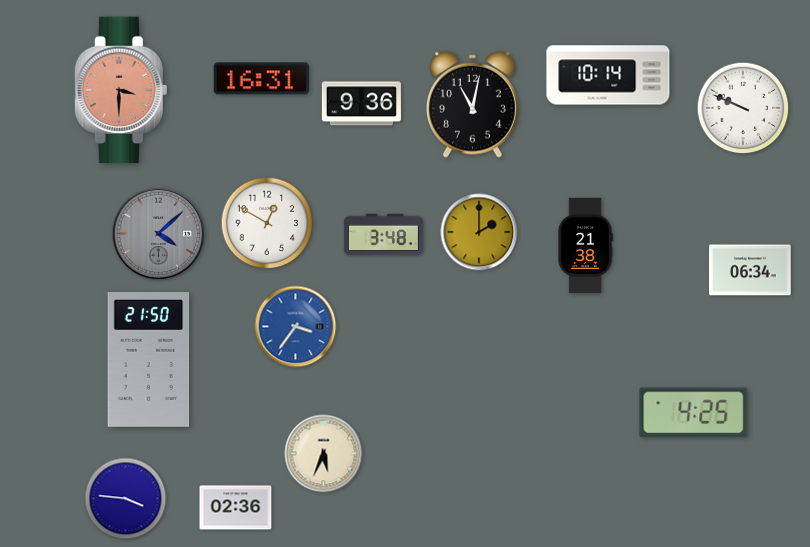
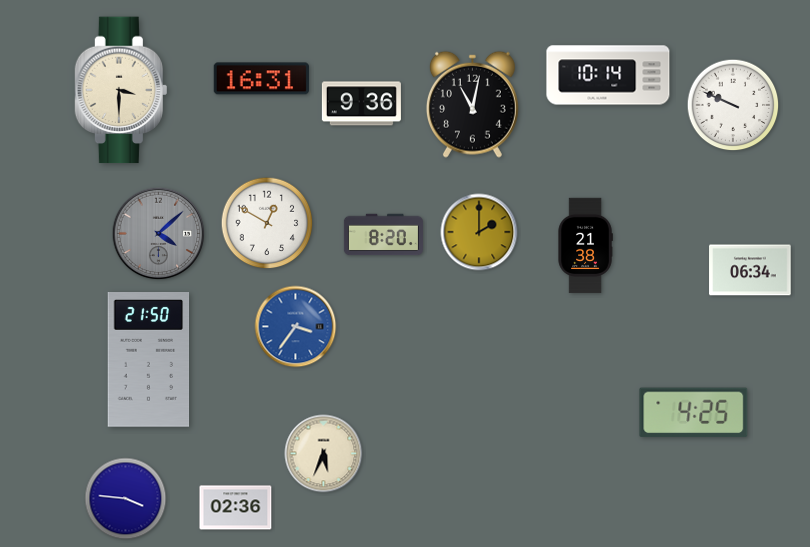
clock at (121, 90) dial: salmon -> cream
clock at (743, 108) position: (743, 108) -> (733, 105)
clock at (383, 235): 3:48 -> 8:20
